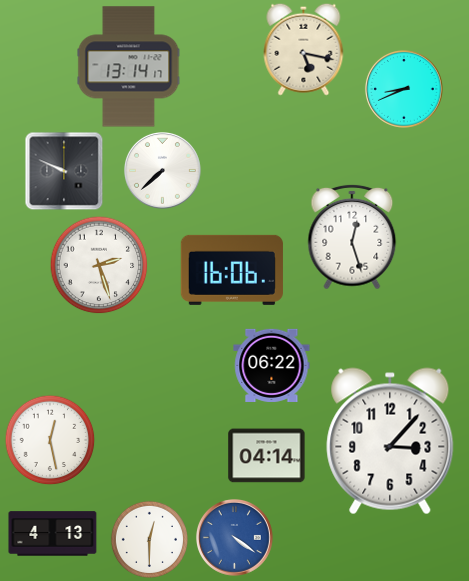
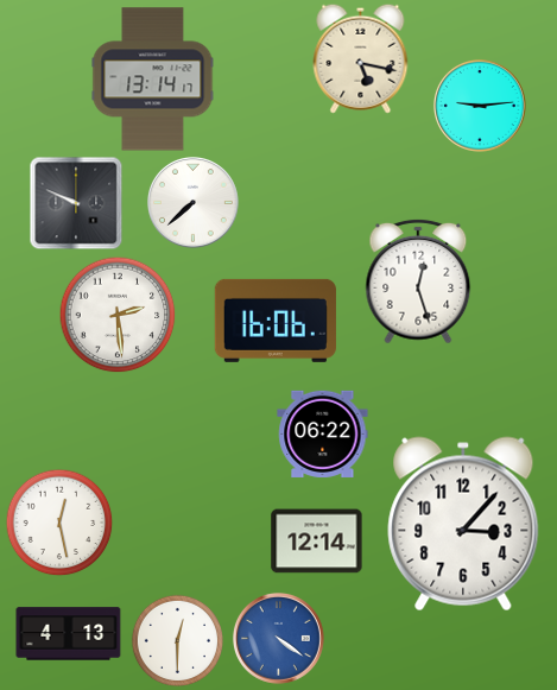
clock at (404, 89): 8:41 -> 9:14
clock at (99, 265): 2:27 -> 2:29
clock at (267, 456): 04:14 -> 12:14
clock at (53, 534) position: (53, 534) -> (69, 634)
